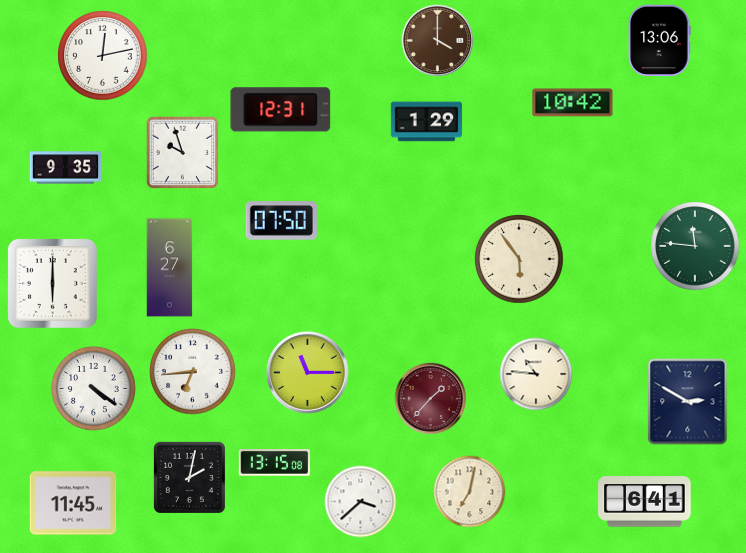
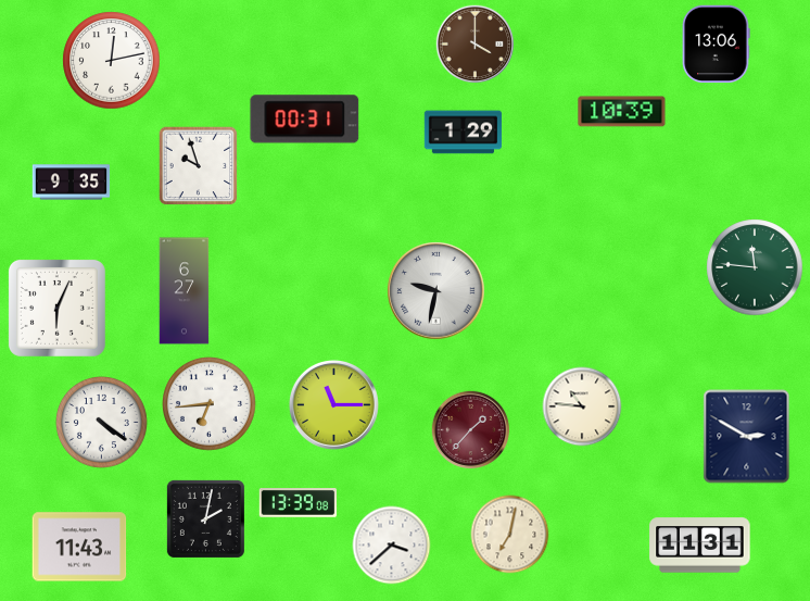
clock at (573, 103): 10:42 -> 10:39
clock at (281, 110): 12:31 -> 00:31
clock at (281, 221): 07:50 -> none
clock at (519, 259): 5:54 -> none
clock at (436, 291): none -> 9:32
clock at (52, 283): 6:00 -> 6:04
clock at (431, 399) position: (431, 399) -> (471, 430)
clock at (275, 463): 13:15 -> 13:39
clock at (645, 502): 6:41 -> 11:31
clock at (73, 503): 11:45 -> 11:43
